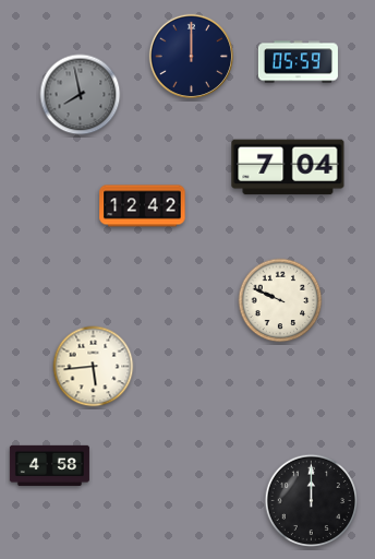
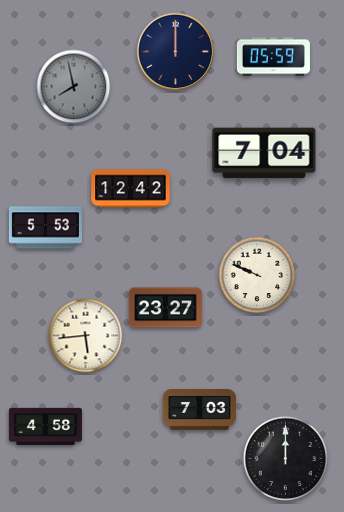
clock at (45, 228): none -> 5:53
clock at (165, 308): none -> 23:27
clock at (199, 410): none -> 7:03
